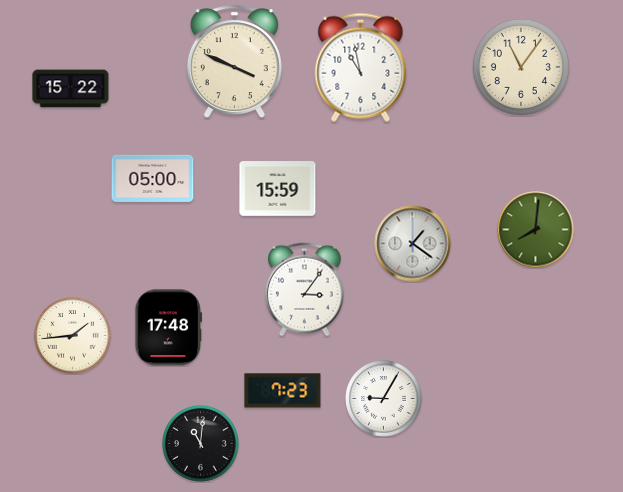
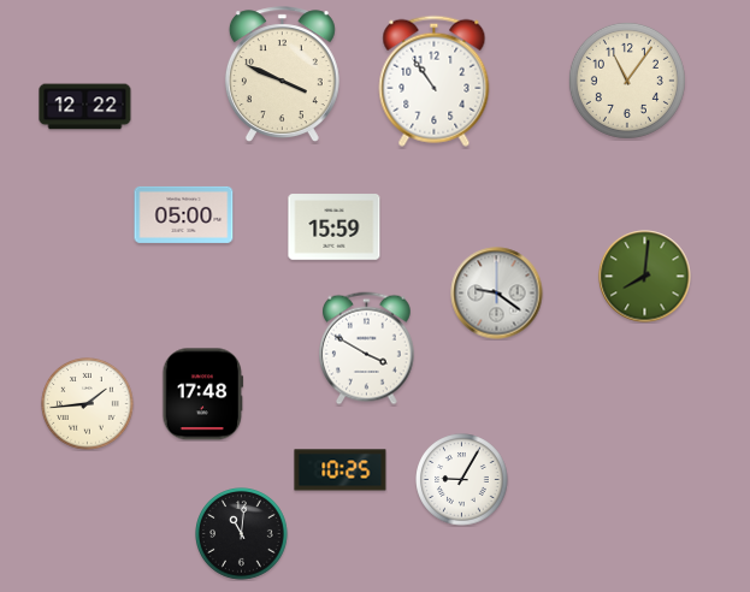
clock at (361, 67): 10:58 -> 10:54
clock at (71, 89): 15:22 -> 12:22
clock at (413, 244): 1:21 -> 9:21
clock at (305, 290): 3:06 -> 3:50
clock at (283, 391): 7:23 -> 10:25
